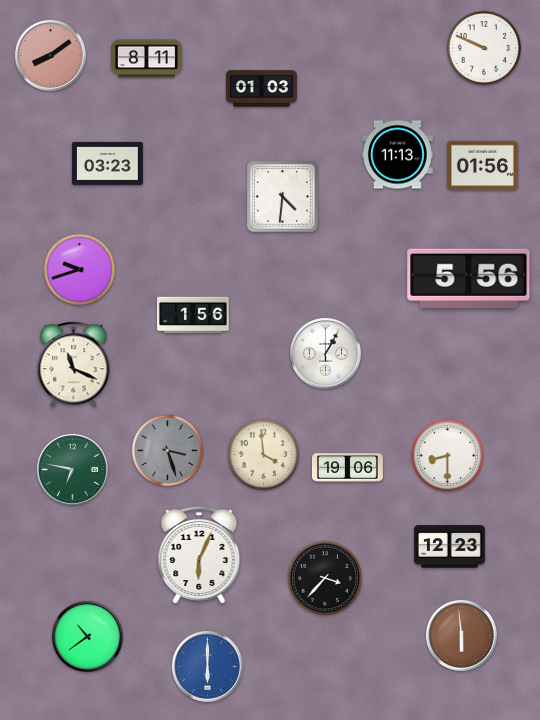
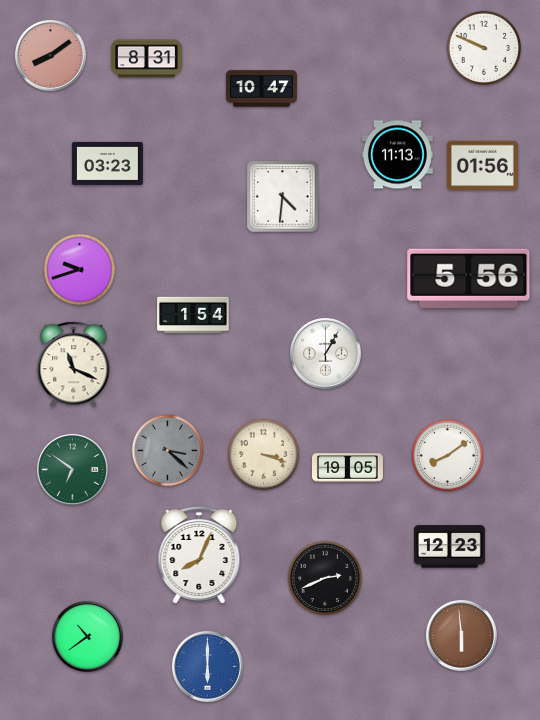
clock at (146, 59): 8:11 -> 8:31
clock at (261, 89): 01:03 -> 10:47
clock at (193, 315): 1:56 -> 1:54
clock at (168, 451): 3:27 -> 3:22
clock at (264, 455): 3:59 -> 3:18
clock at (448, 456): 8:30 -> 8:09
clock at (347, 468): 19:06 -> 19:05
clock at (72, 469): 6:47 -> 6:51
clock at (199, 554): 6:04 -> 8:04
clock at (324, 577): 3:37 -> 2:41
